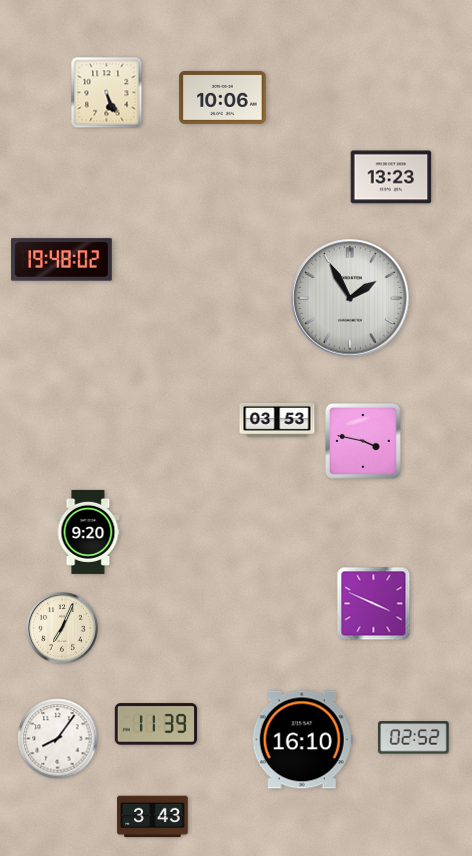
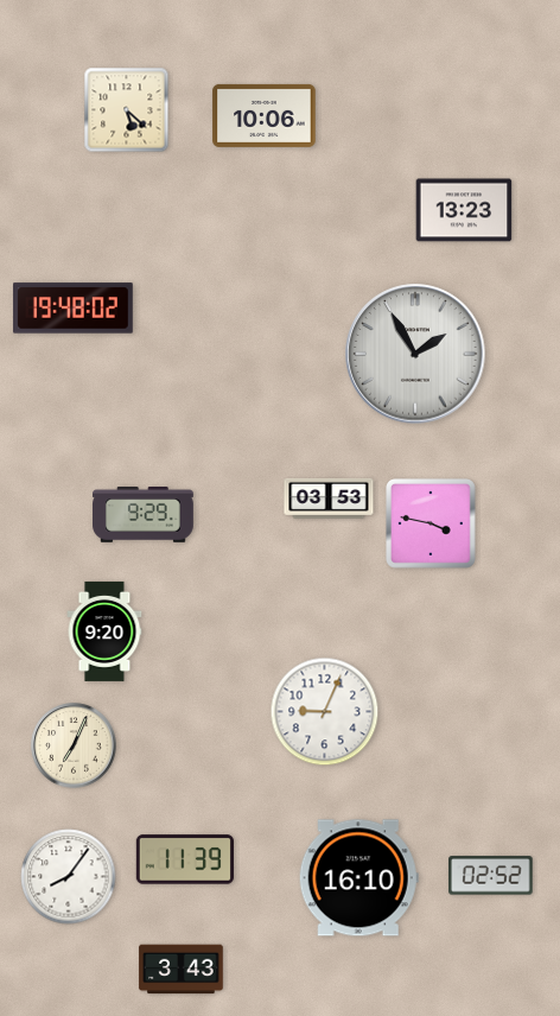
clock at (107, 93): 5:26 -> 5:22
clock at (144, 515): none -> 9:29
clock at (325, 712): none -> 9:04
clock at (374, 604): 3:49 -> none
